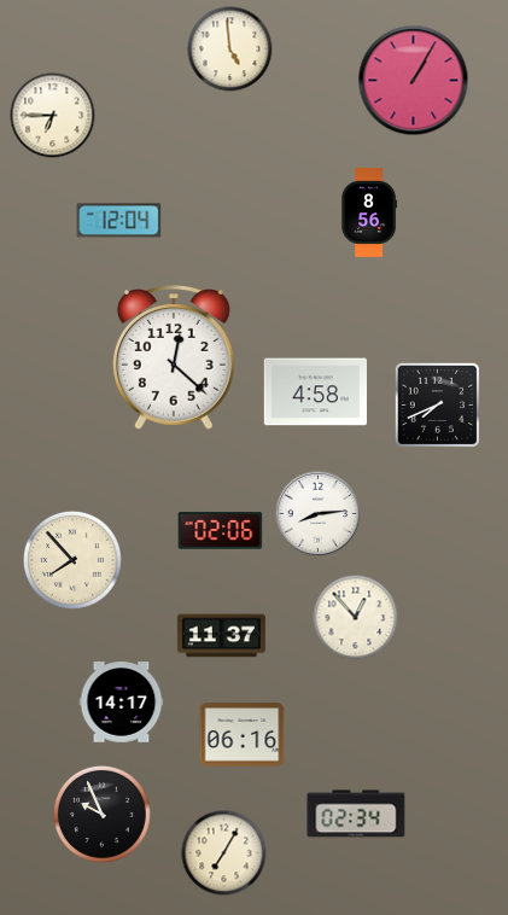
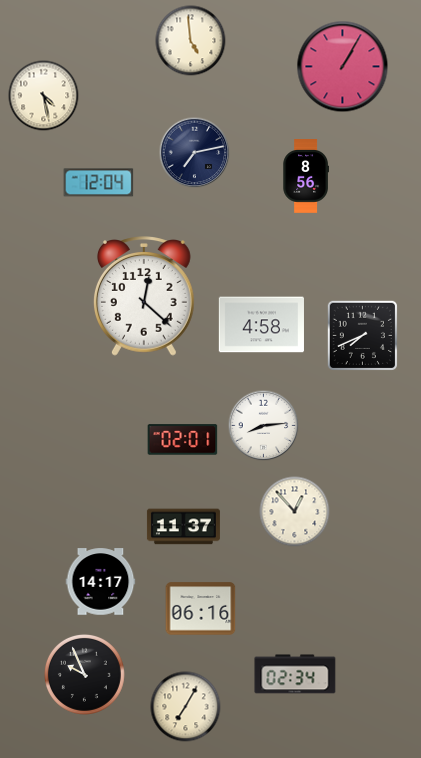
clock at (53, 116): 6:45 -> 4:28
clock at (195, 153): none -> 7:13
clock at (221, 531): 02:06 -> 02:01
clock at (74, 561): 7:53 -> none
